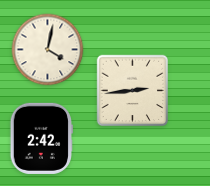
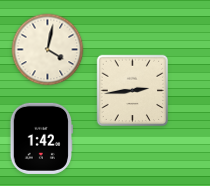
clock at (41, 138): 2:42 -> 1:42
